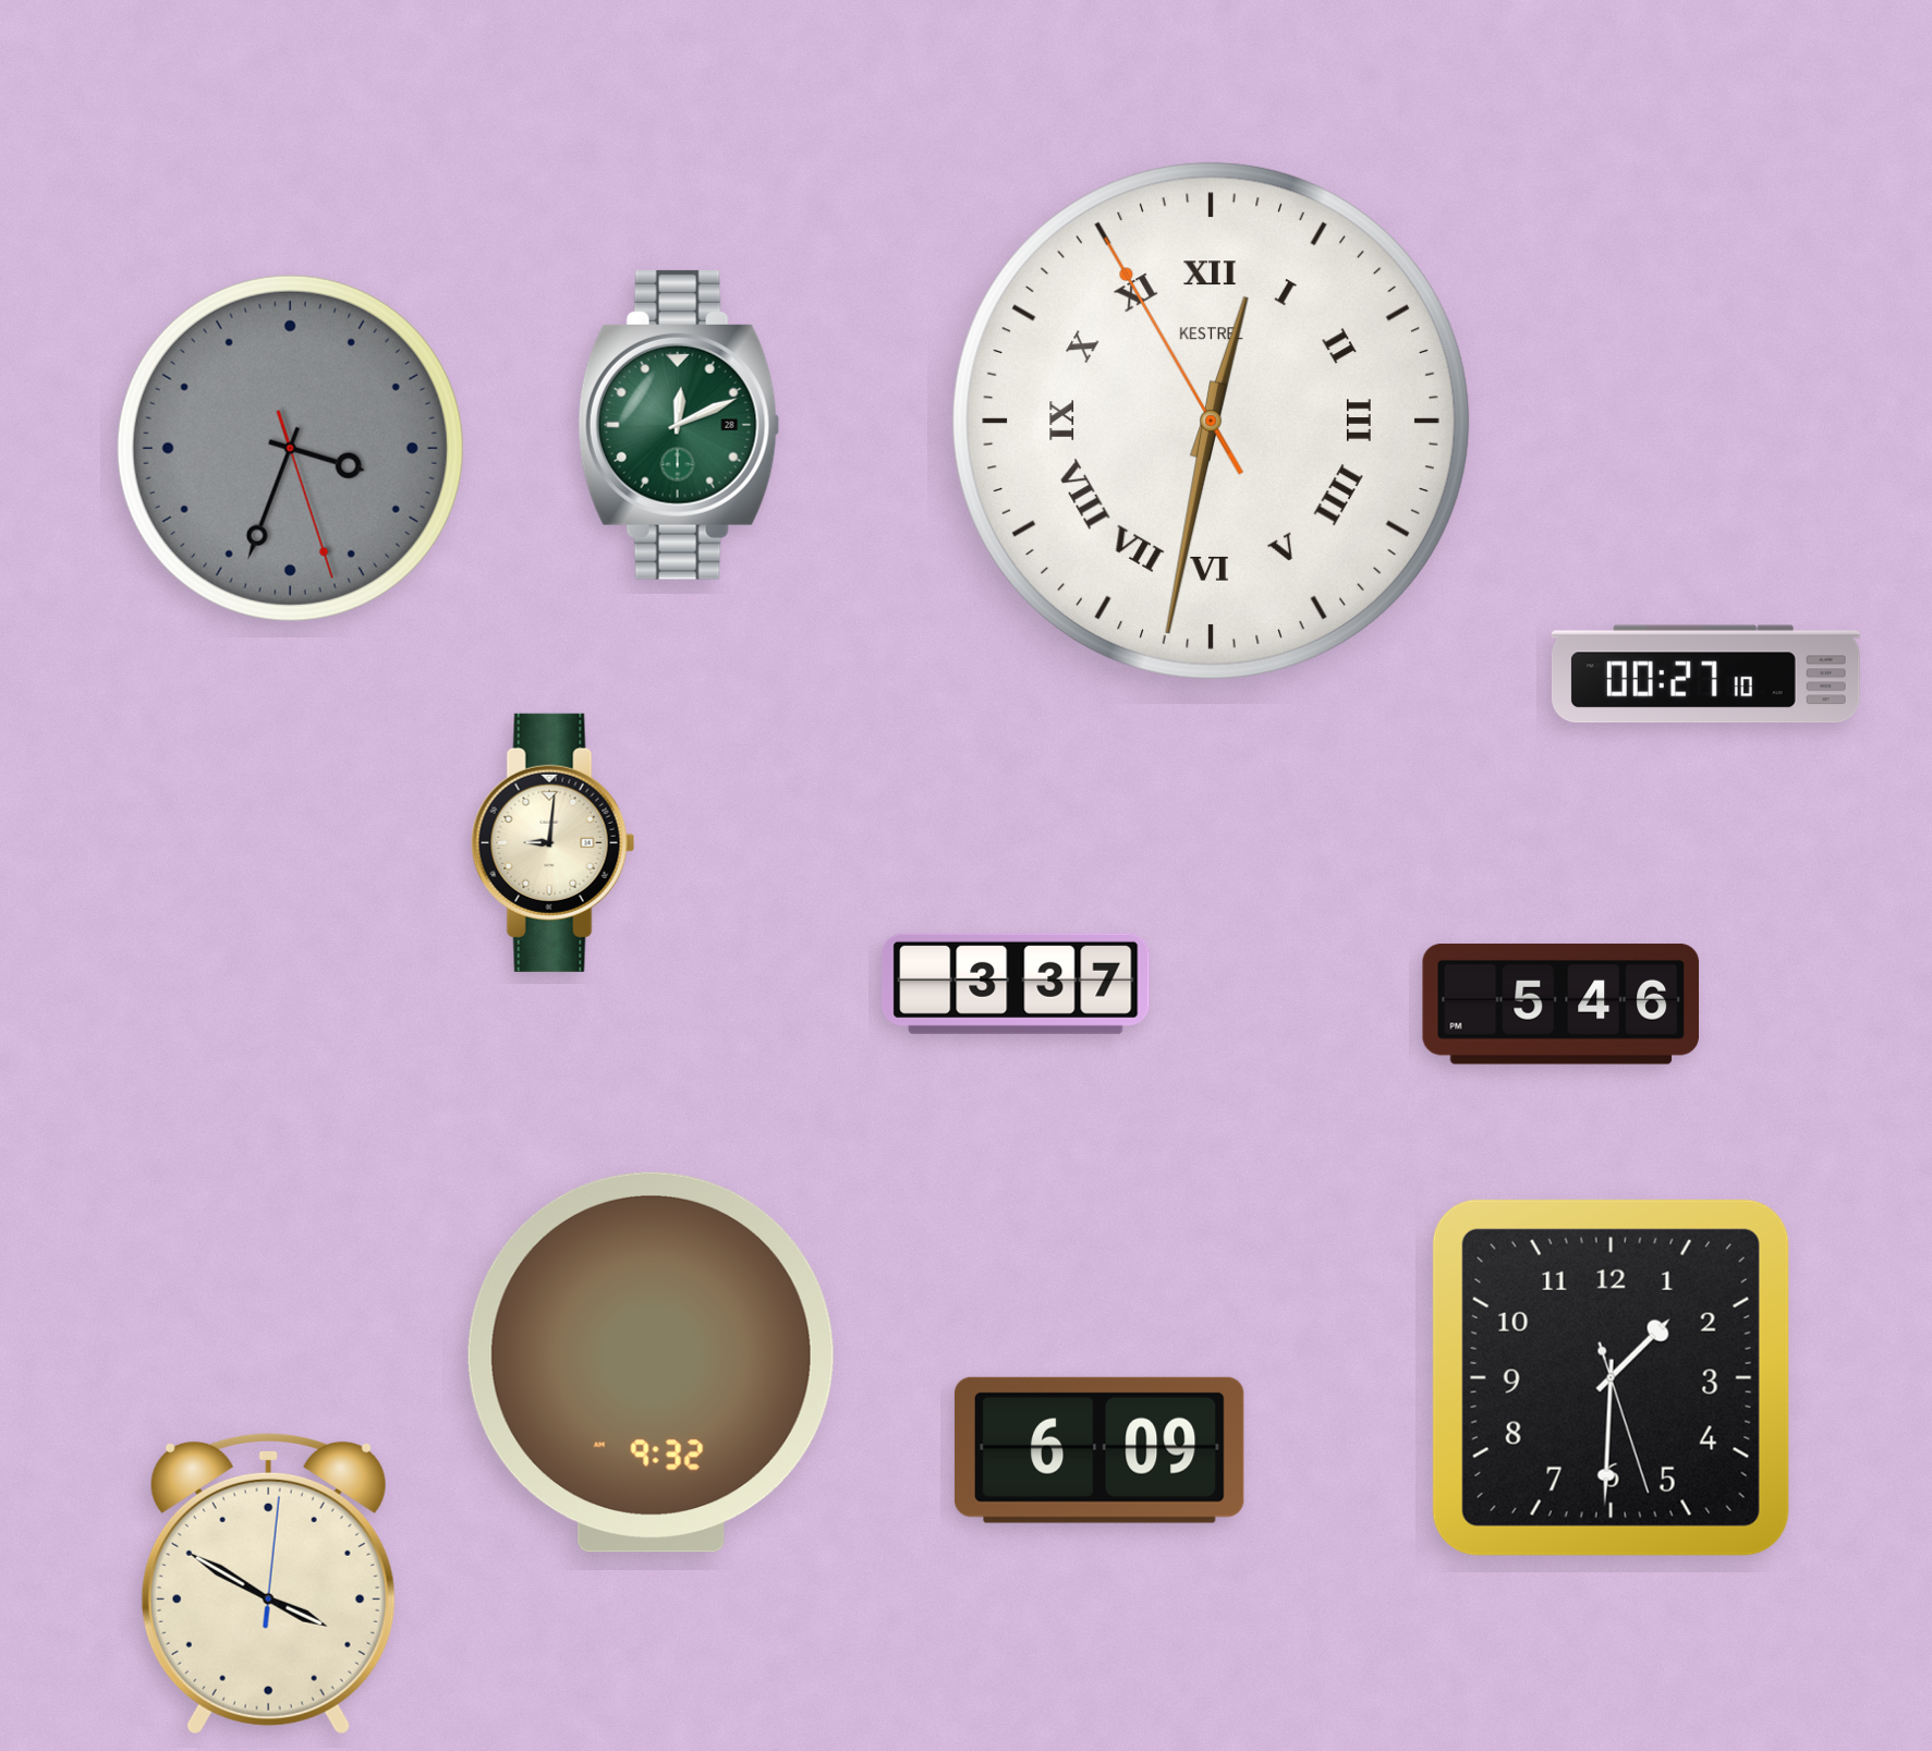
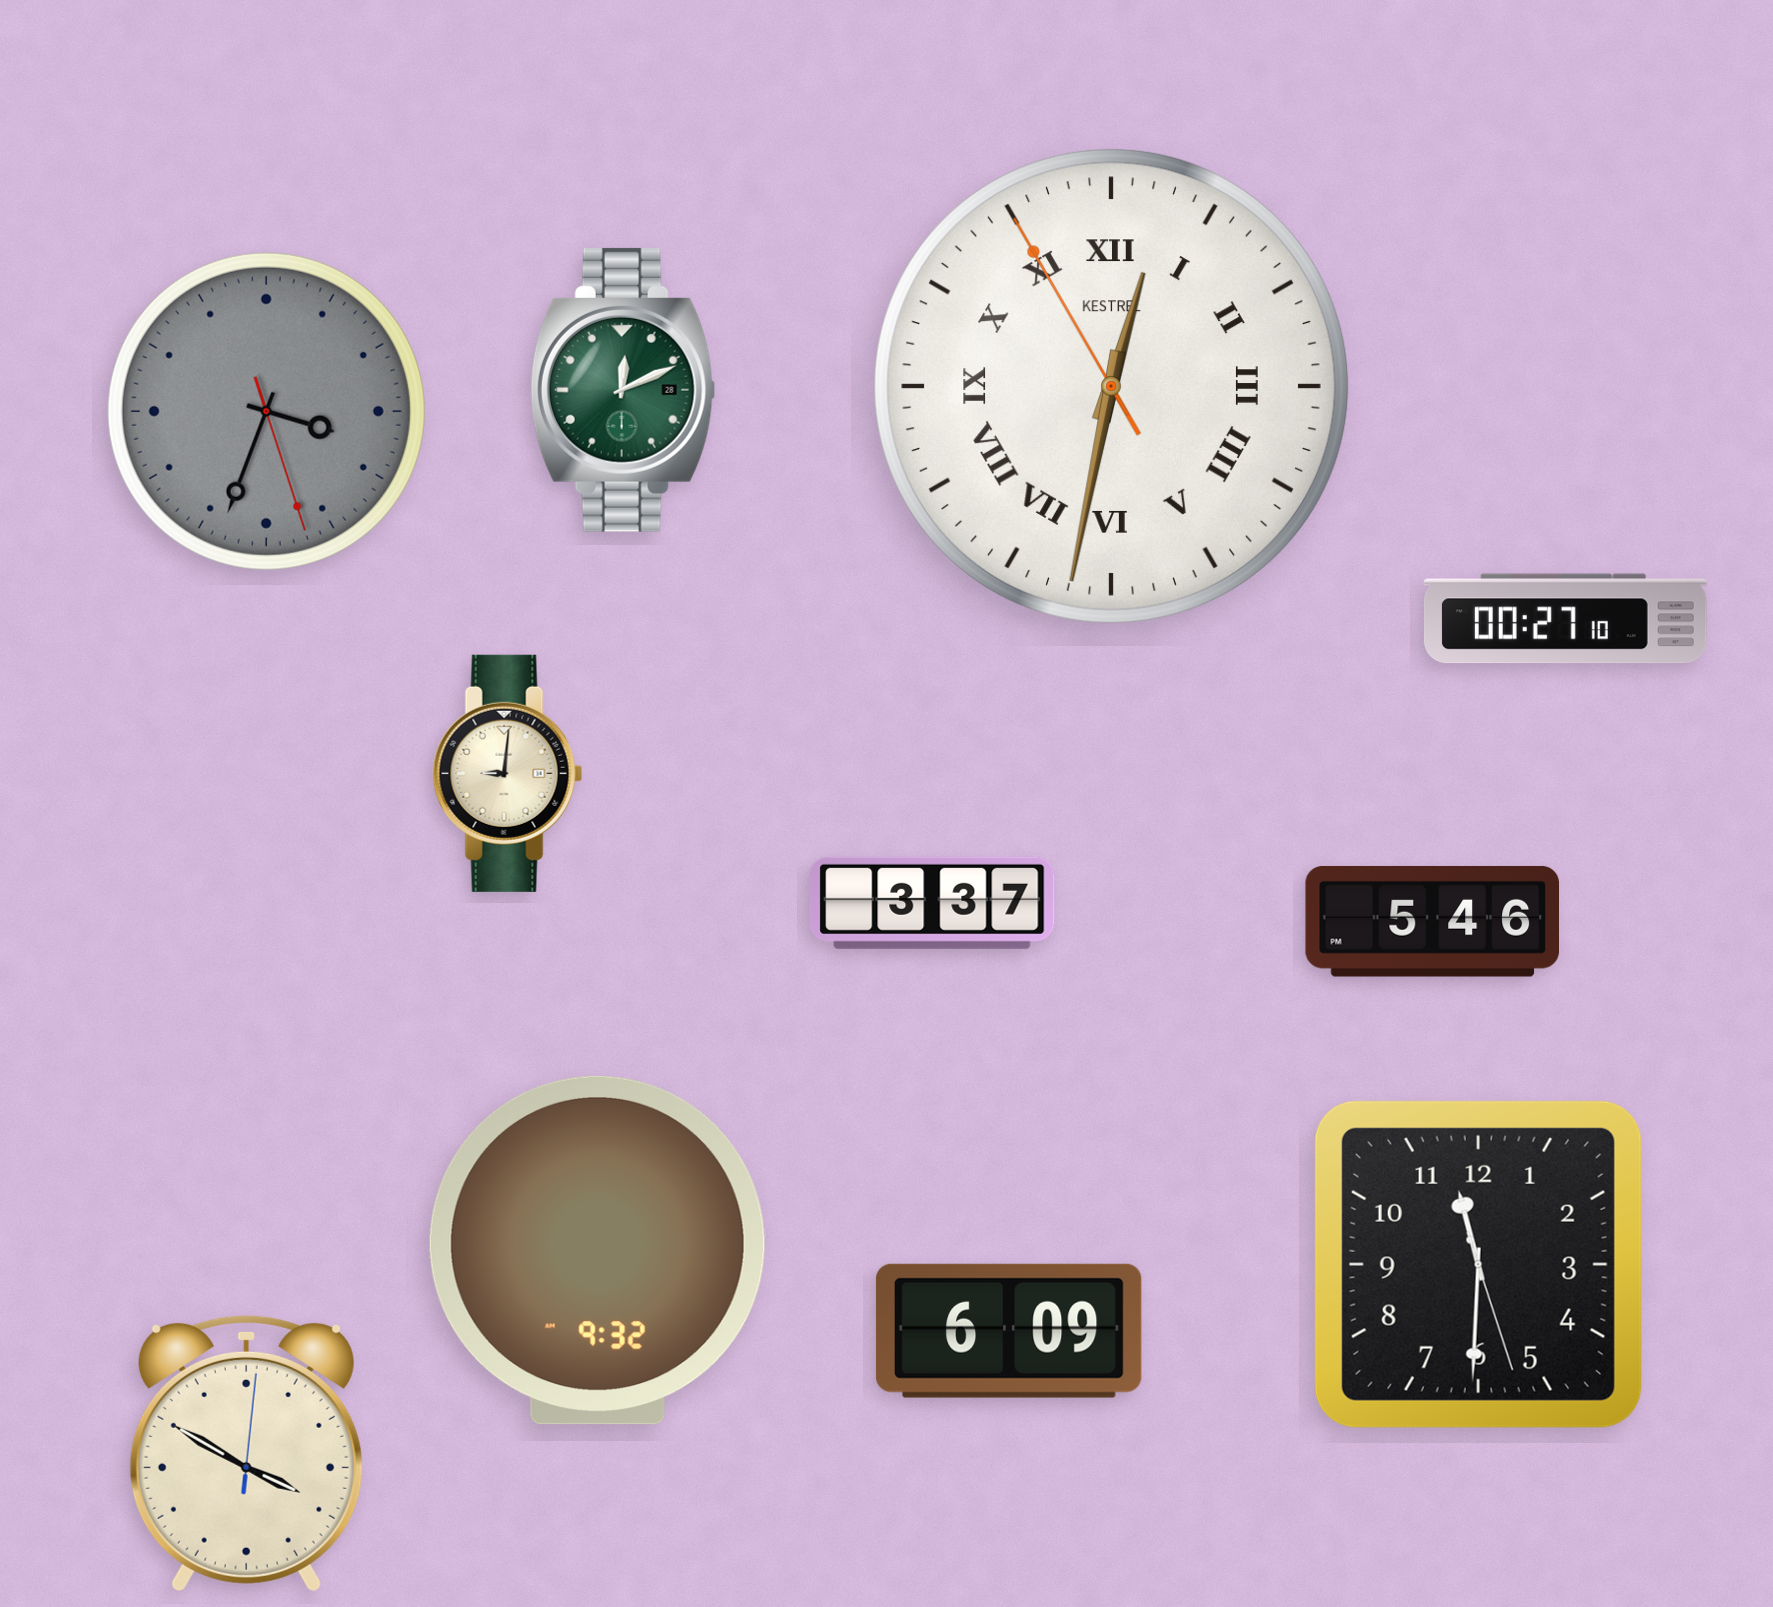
clock at (1611, 1377): 1:30 -> 11:30
